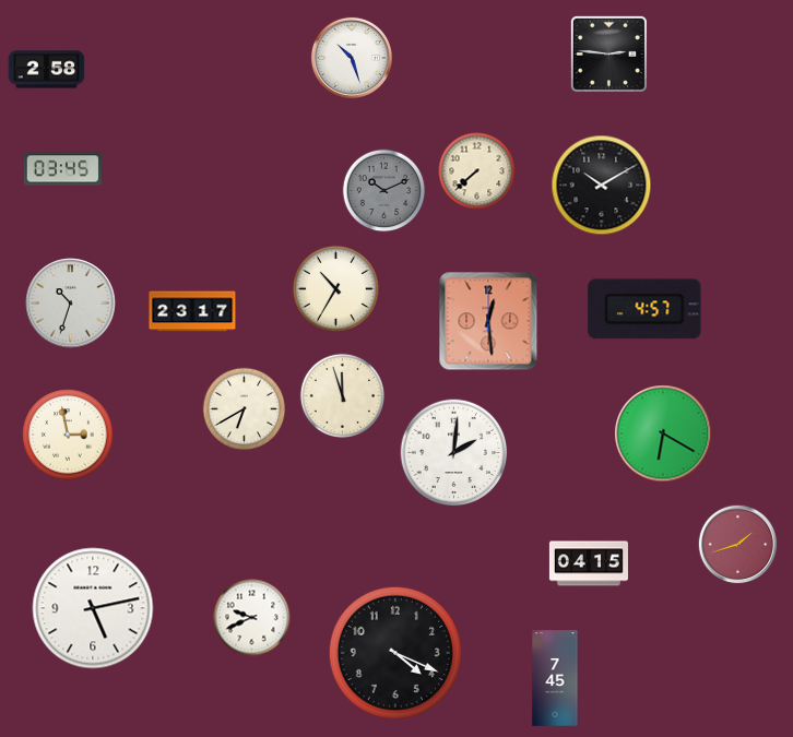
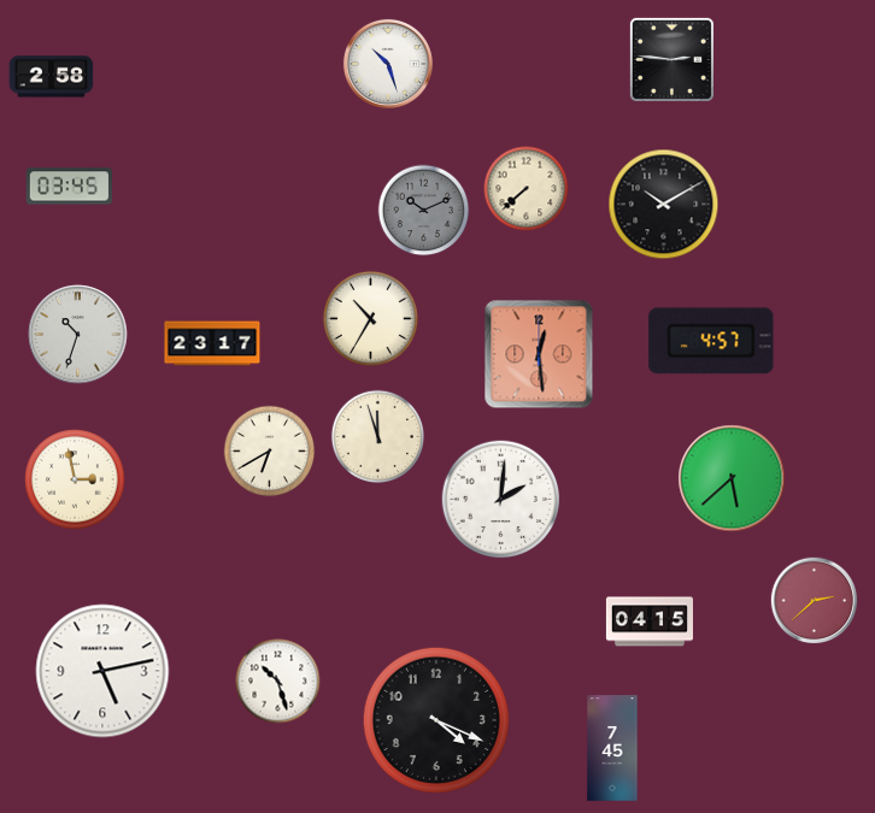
clock at (663, 433): 6:20 -> 5:38
clock at (738, 545): 1:42 -> 2:38
clock at (252, 618): 9:41 -> 10:27
